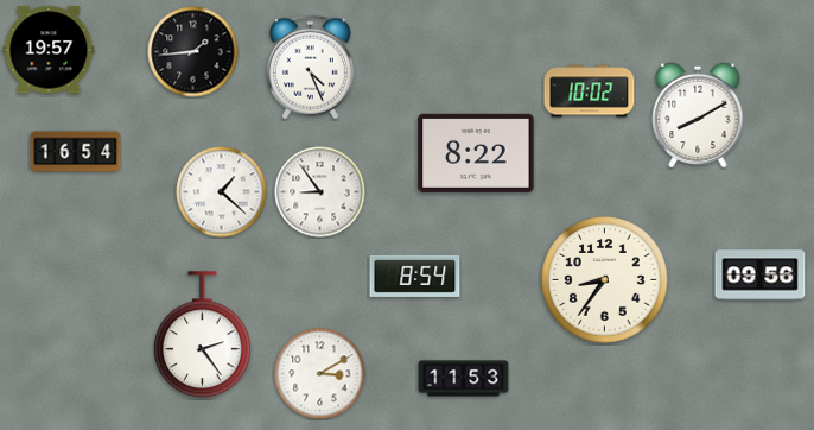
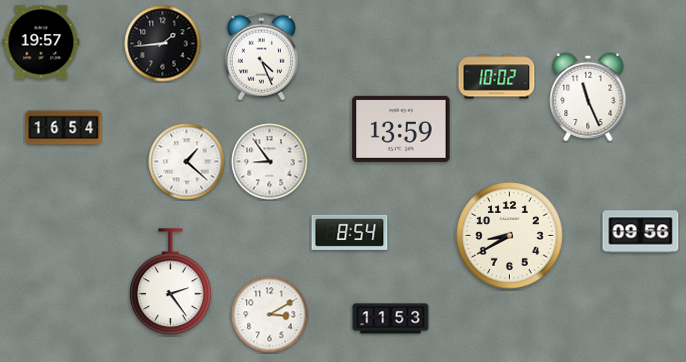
clock at (698, 115): 8:10 -> 11:26
clock at (476, 153): 8:22 -> 13:59
clock at (605, 280): 8:36 -> 8:40
